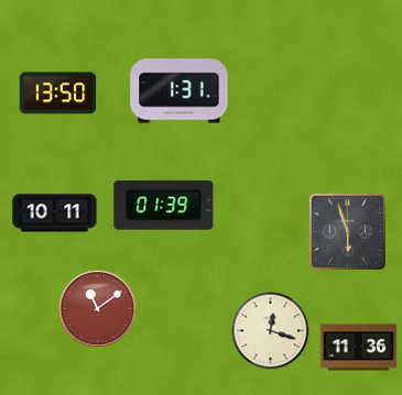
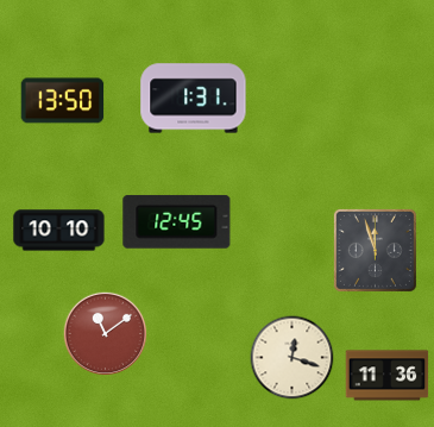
clock at (164, 205): 01:39 -> 12:45
clock at (55, 213): 10:11 -> 10:10
clock at (347, 231): 5:57 -> 11:57
